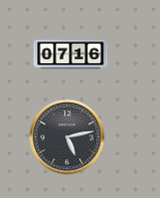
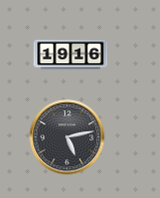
clock at (71, 55): 07:16 -> 19:16
